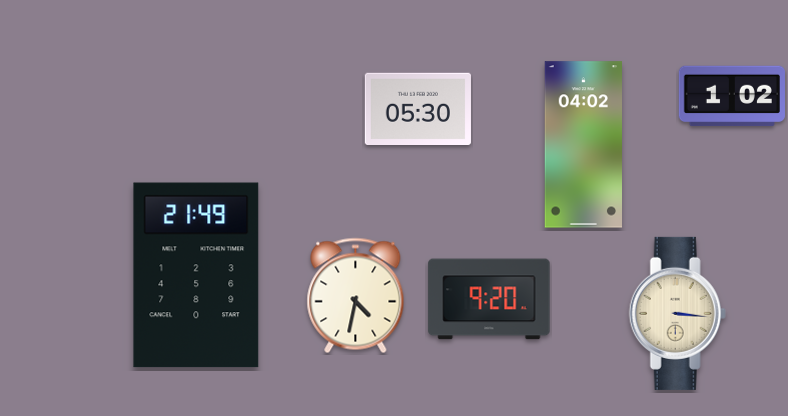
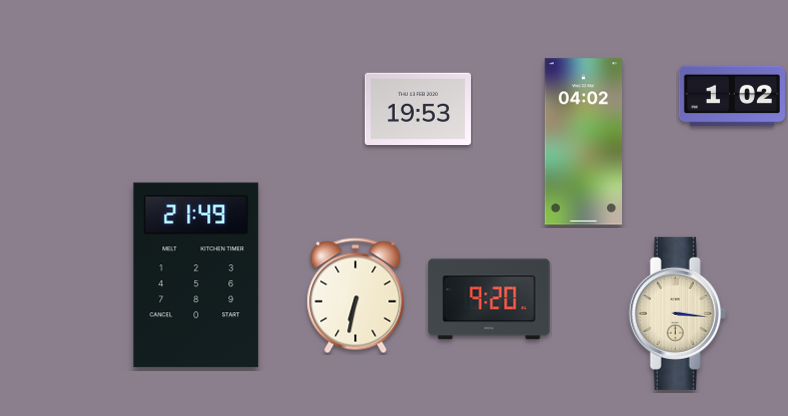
clock at (418, 108): 05:30 -> 19:53
clock at (584, 145) position: (584, 145) -> (584, 142)
clock at (356, 296): 4:32 -> 6:32
